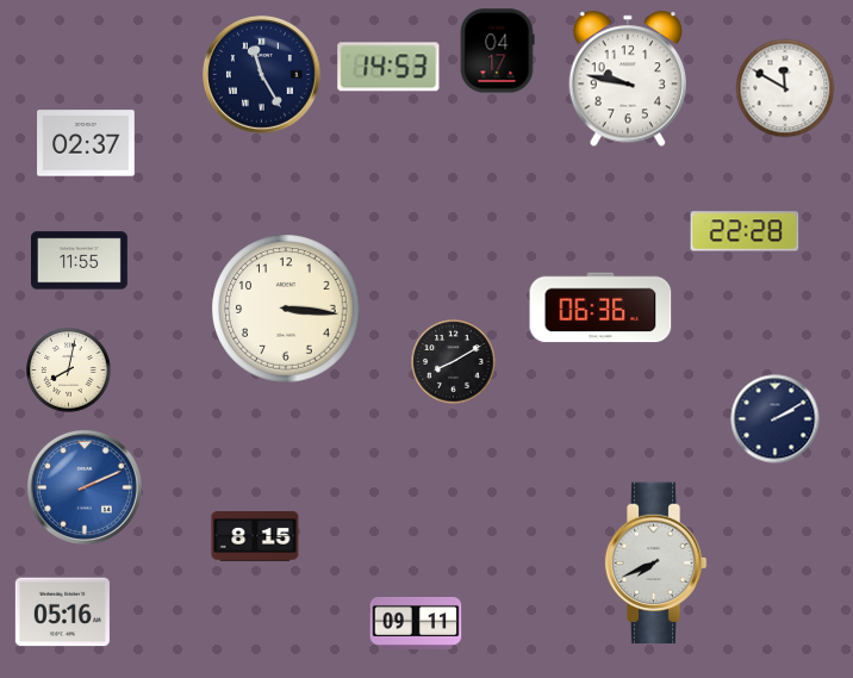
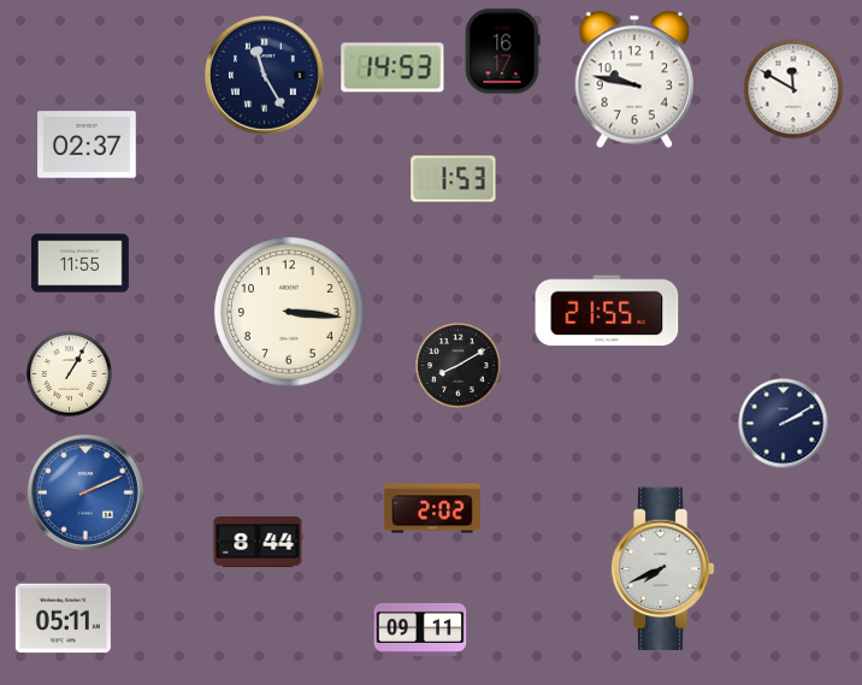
clock at (497, 51): 04:17 -> 16:17
clock at (454, 179): none -> 1:53
clock at (745, 231): 22:28 -> none
clock at (600, 307): 06:36 -> 21:55
clock at (69, 371): 8:02 -> 1:05
clock at (432, 508): none -> 2:02
clock at (255, 536): 8:15 -> 8:44
clock at (62, 612): 05:16 -> 05:11
